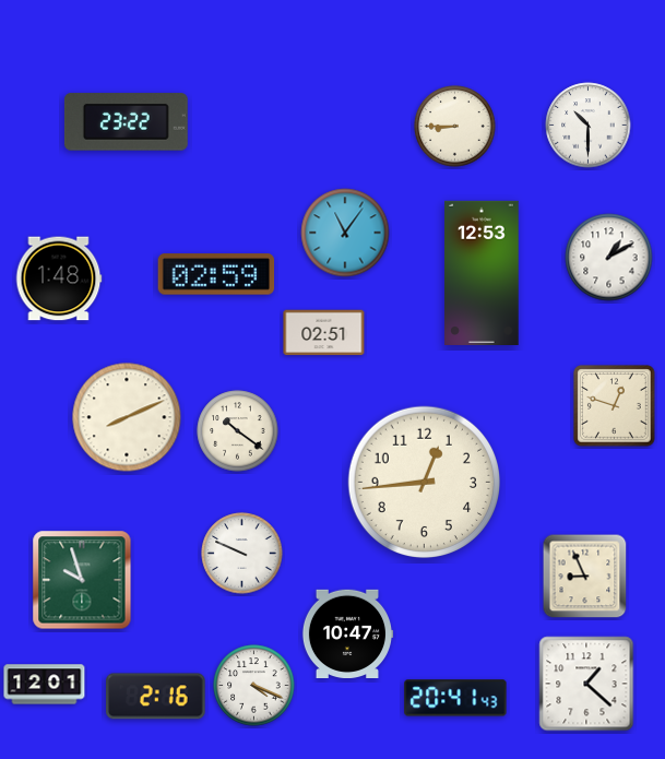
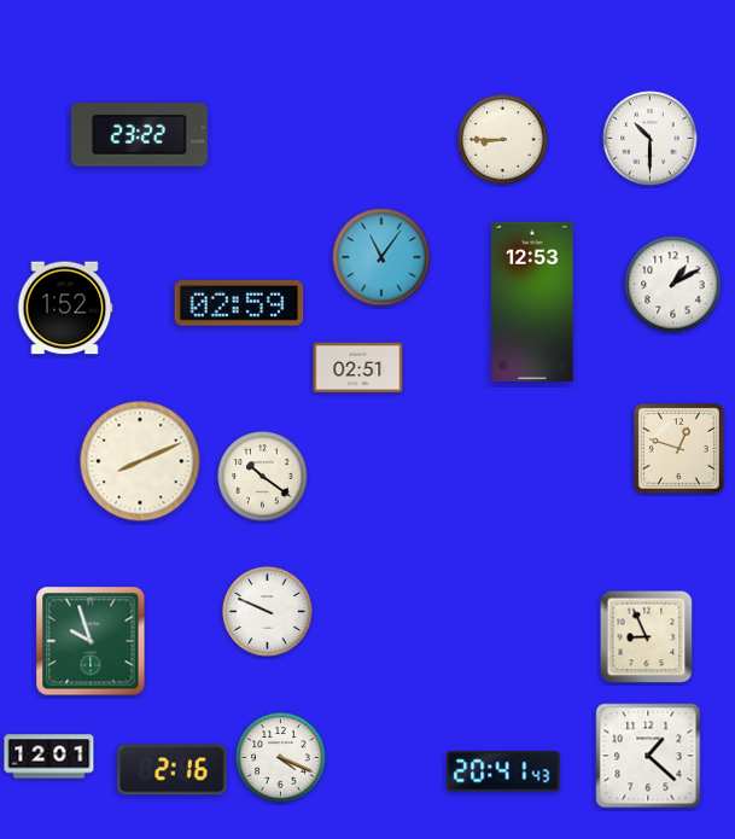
clock at (59, 278): 1:48 -> 1:52
clock at (425, 482): 12:44 -> none
clock at (347, 633): 10:47 -> none
